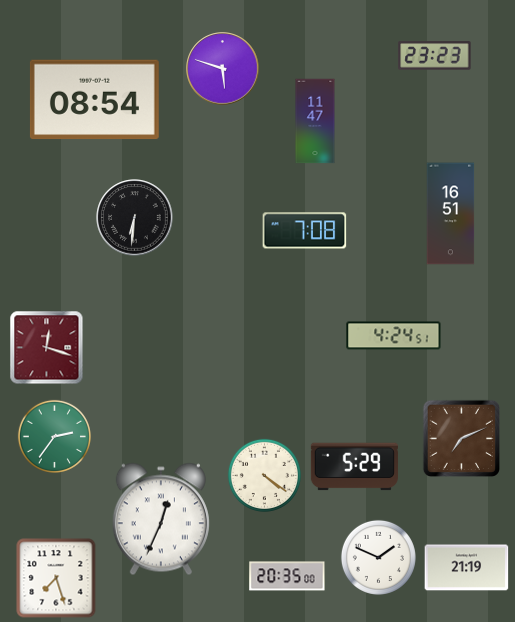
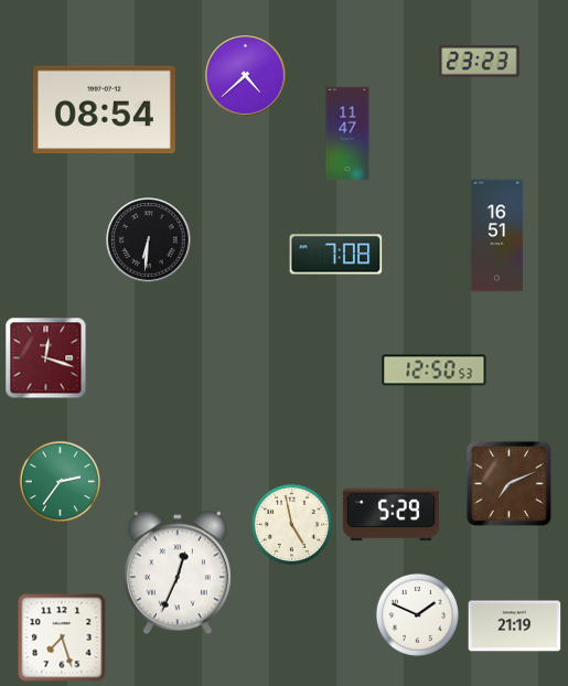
clock at (223, 69): 5:48 -> 4:38
clock at (394, 336): 4:24 -> 12:50
clock at (47, 348) position: (47, 348) -> (46, 358)
clock at (264, 475): 4:21 -> 4:58
clock at (287, 576): 20:35 -> none
